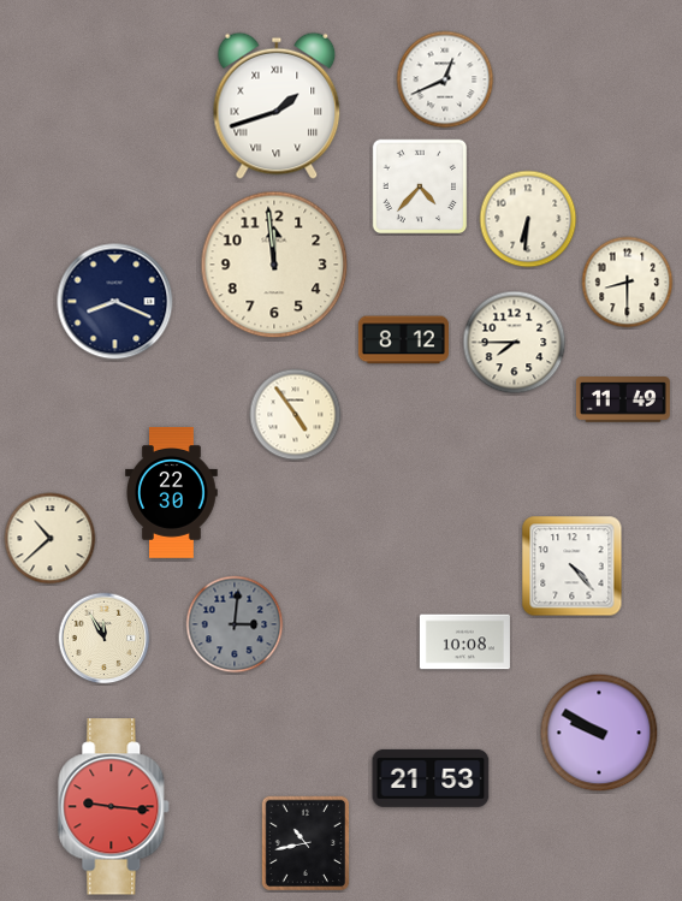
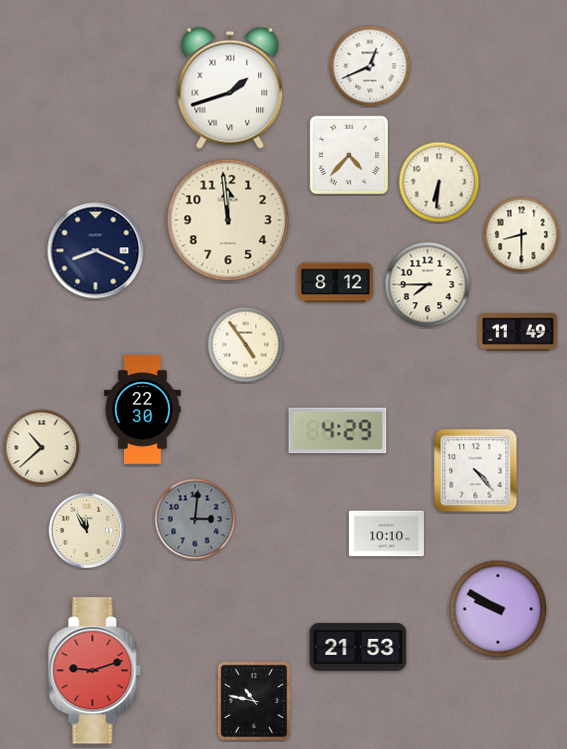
clock at (338, 431): none -> 4:29
clock at (464, 642): 10:08 -> 10:10
clock at (114, 807): 9:16 -> 9:12
clock at (306, 843): 10:43 -> 10:47
